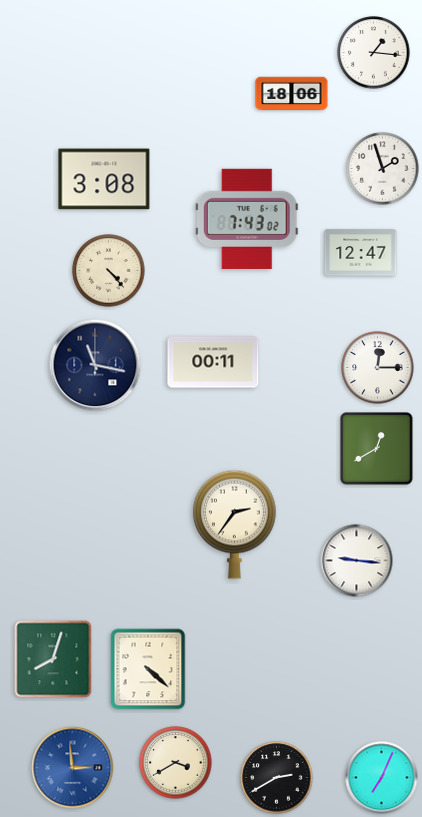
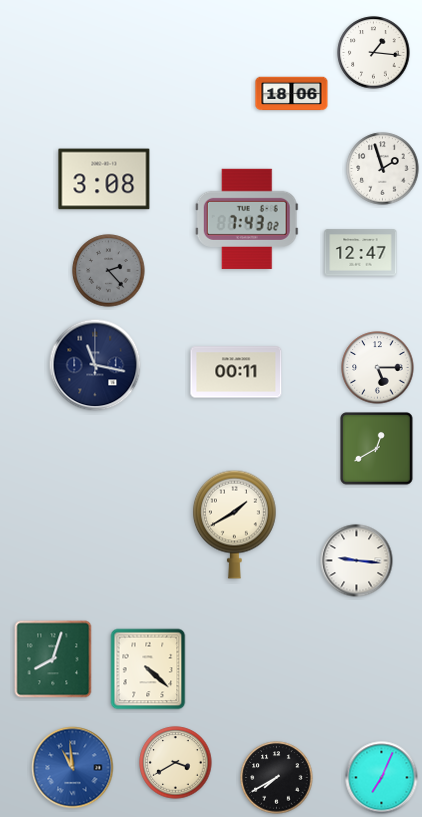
clock at (109, 271): 4:23 -> 2:23
clock at (109, 271) dial: cream -> grey
clock at (213, 362) position: (213, 362) -> (236, 372)
clock at (378, 368): 12:15 -> 5:15
clock at (234, 524): 2:36 -> 1:40
clock at (73, 768): 2:59 -> 10:59
clock at (277, 778): 2:40 -> 7:40
